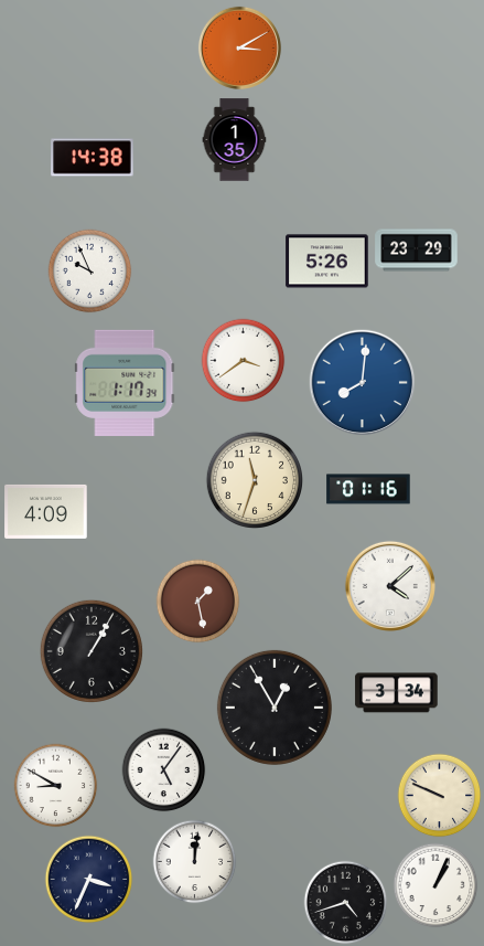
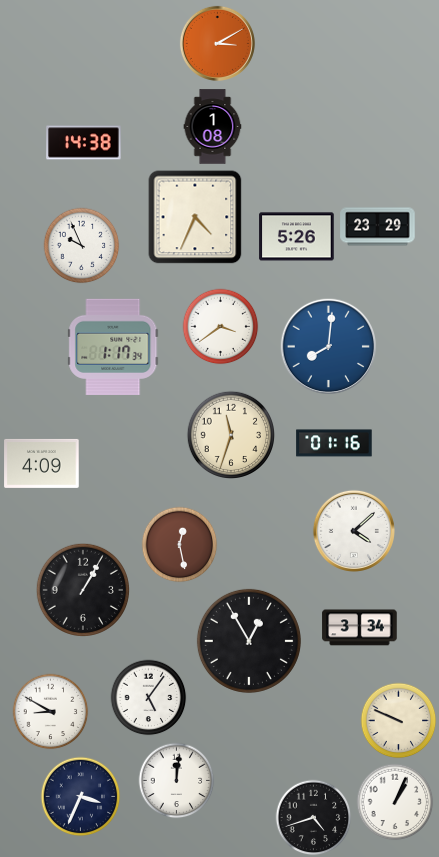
clock at (235, 140): 1:35 -> 1:08
clock at (195, 217): none -> 4:34
clock at (198, 602): 1:28 -> 12:28
